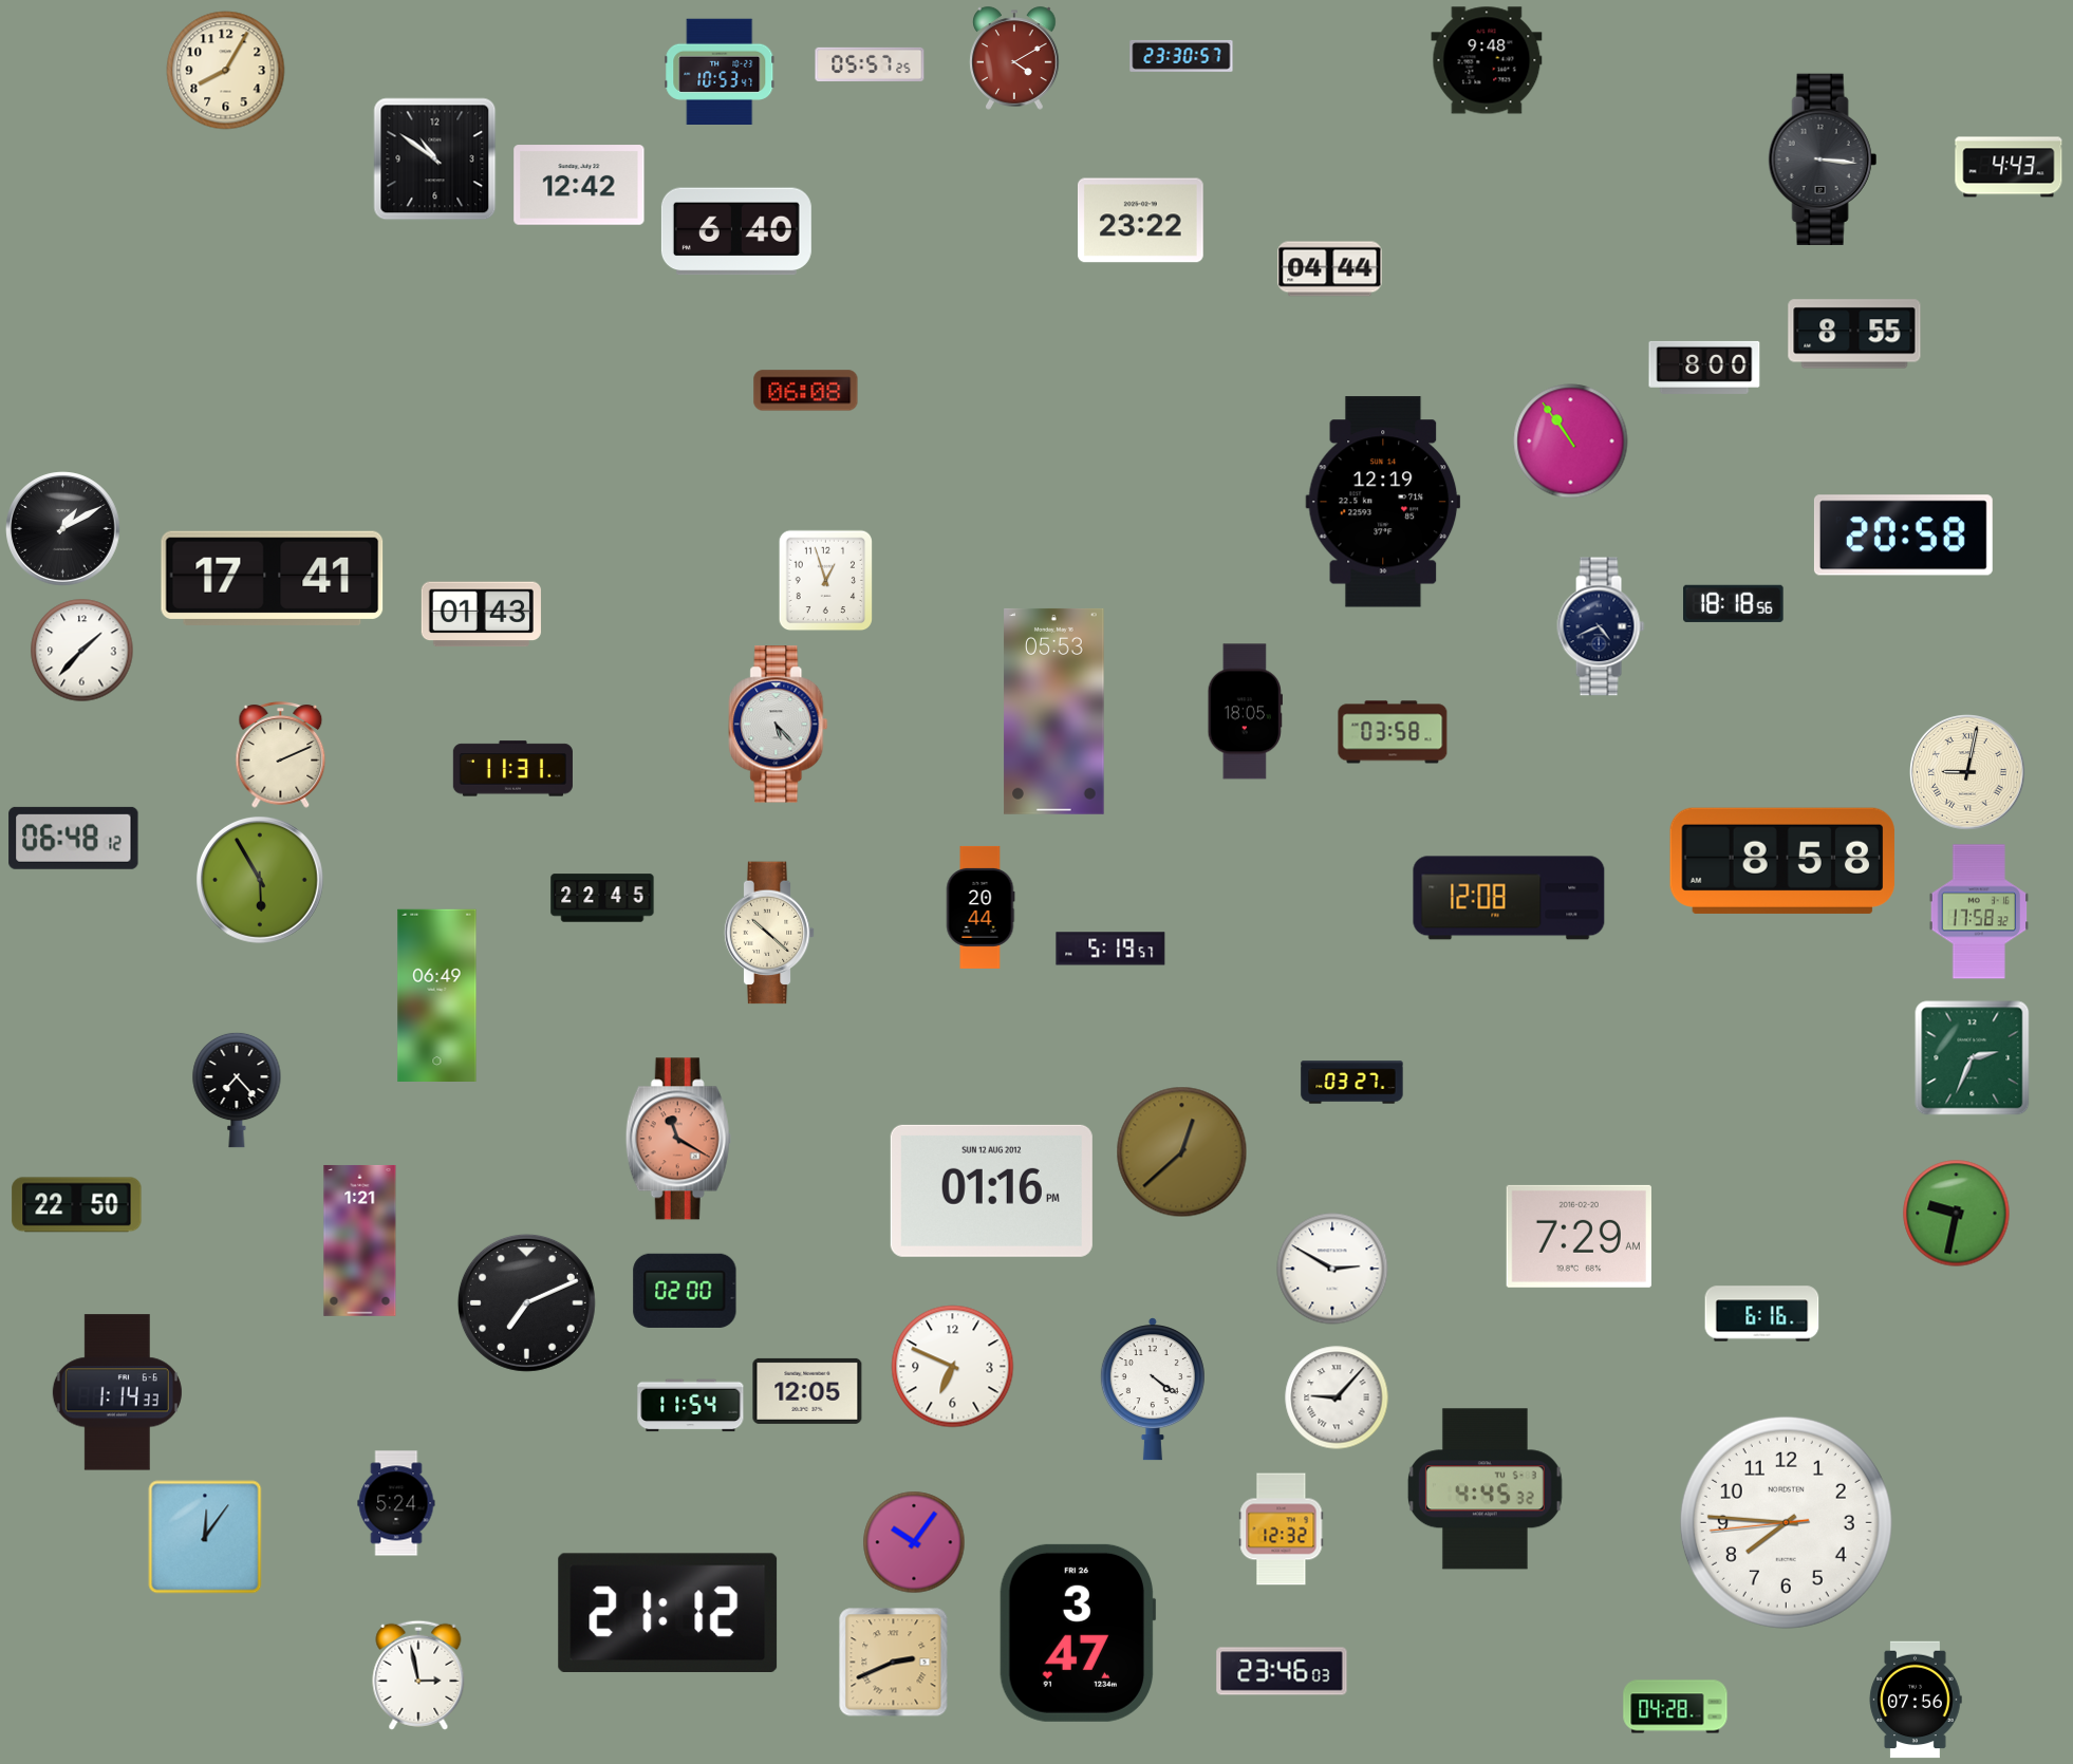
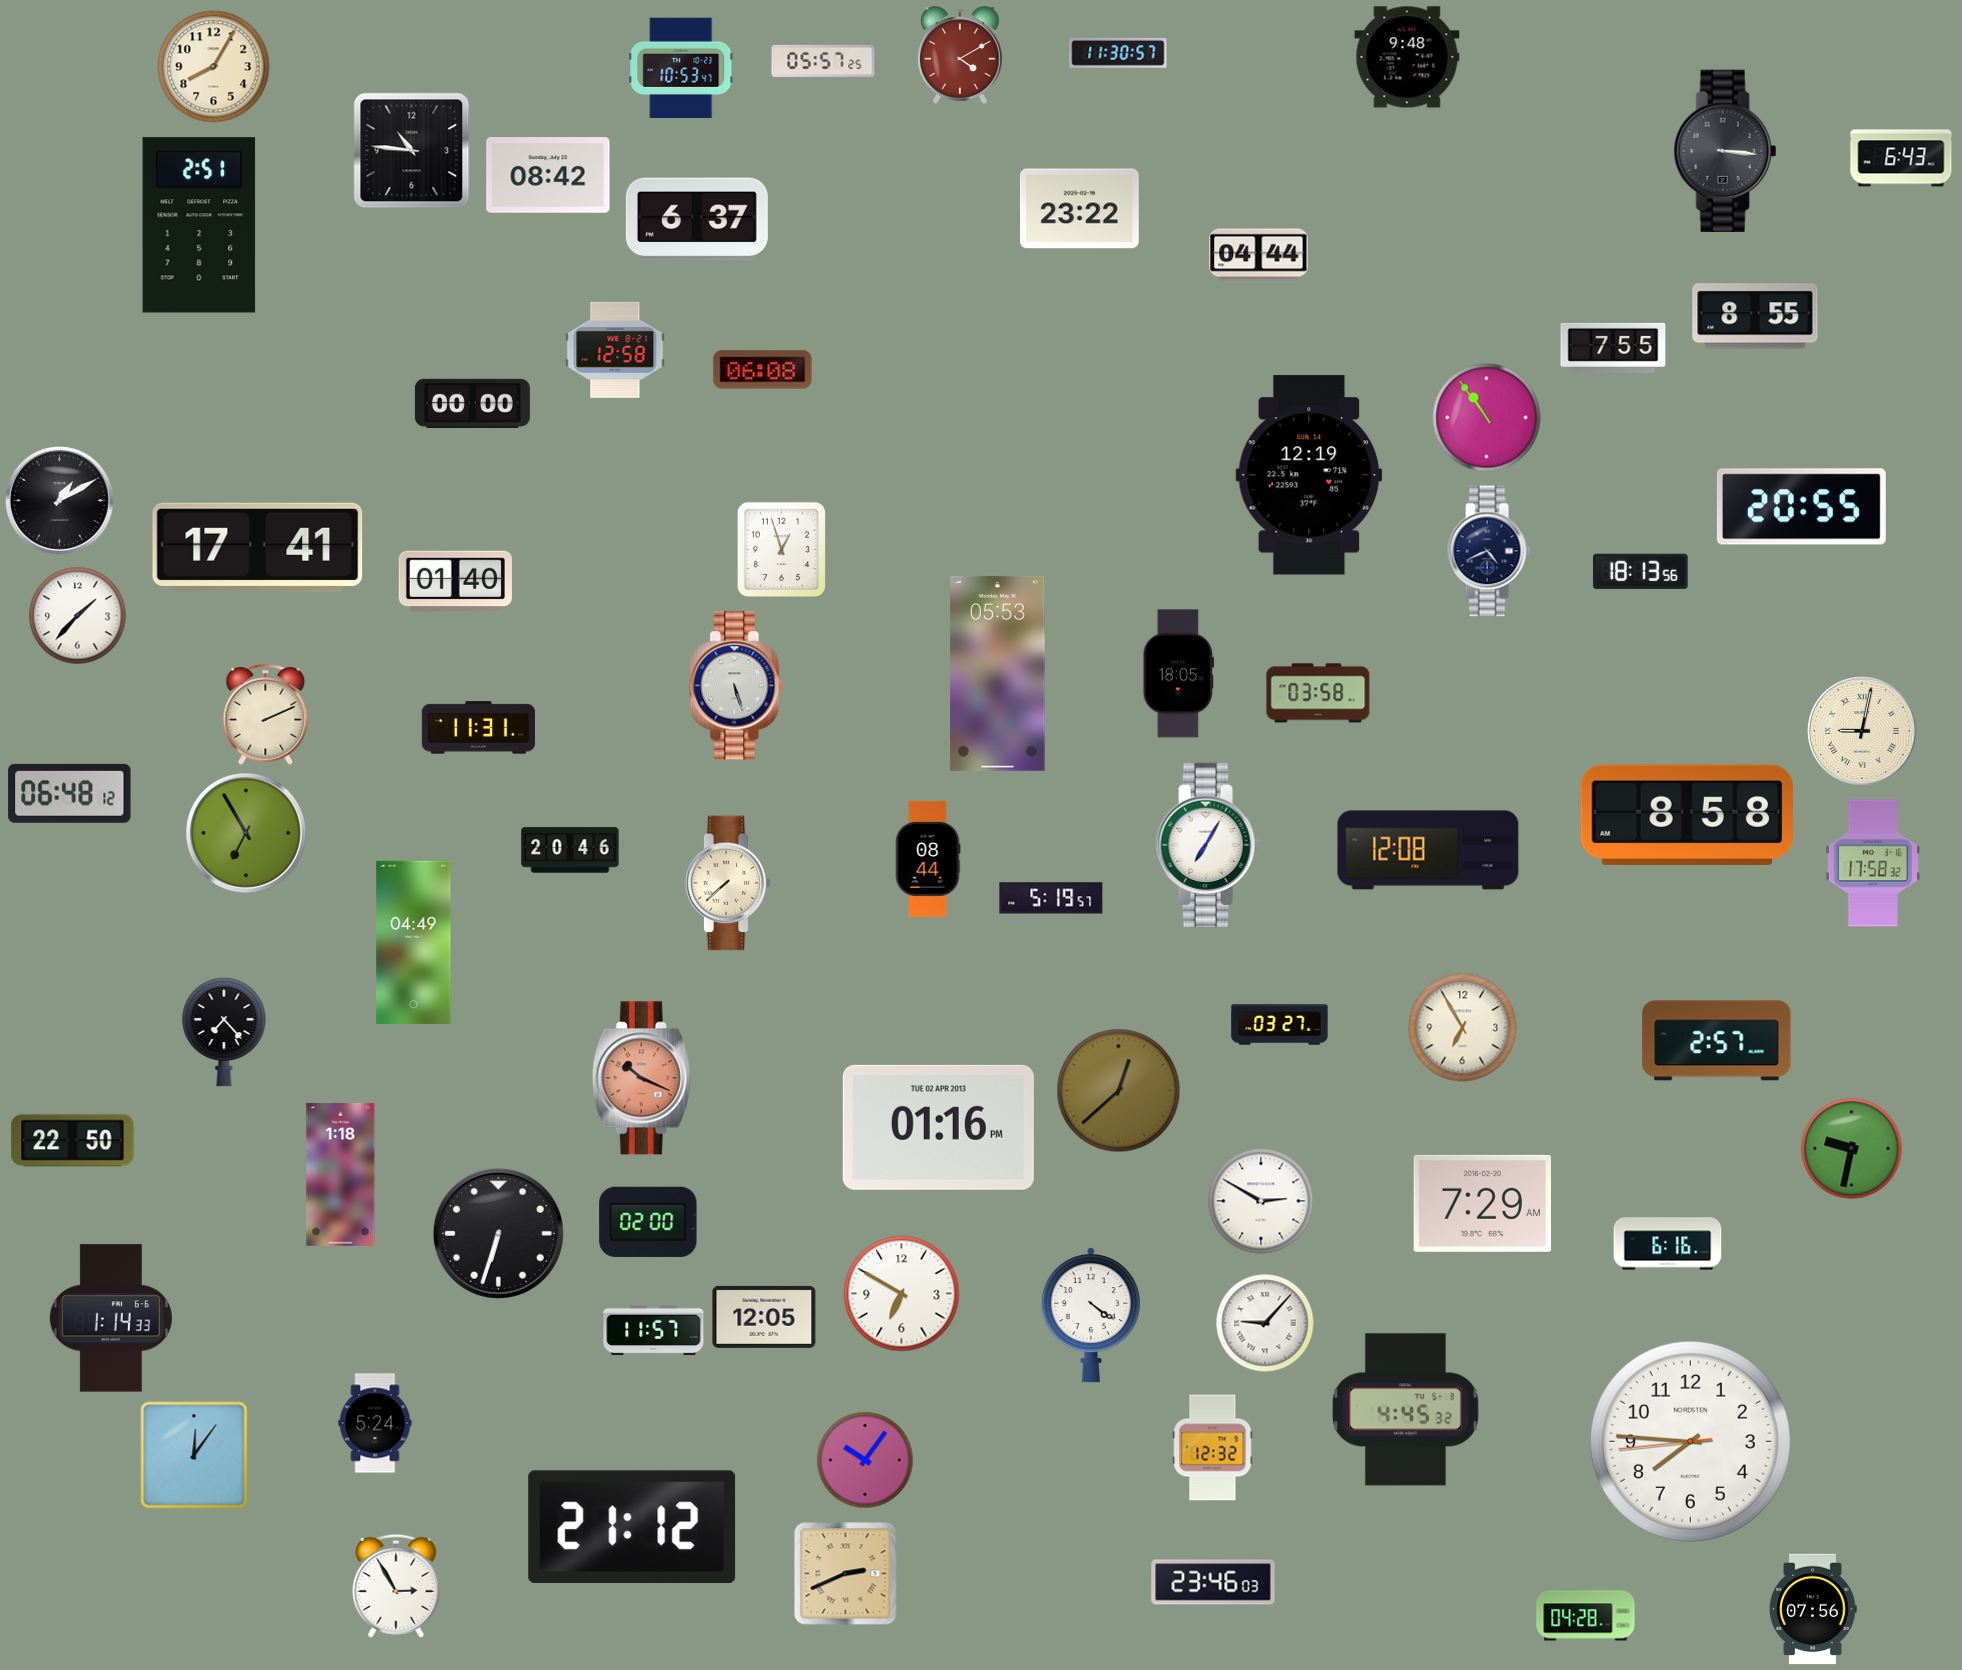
clock at (1181, 56): 23:30 -> 11:30
clock at (435, 159): 10:51 -> 10:46
clock at (2009, 167): 4:43 -> 6:43
clock at (579, 185): 12:42 -> 08:42
clock at (736, 231): 6:40 -> 6:37
clock at (199, 225): none -> 2:51
clock at (1704, 368): 8:00 -> 7:55
clock at (615, 350): none -> 12:58
clock at (472, 403): none -> 00:00
clock at (1903, 536): 20:58 -> 20:55
clock at (1734, 603): 18:18 -> 18:13
clock at (481, 615): 01:43 -> 01:40
clock at (1601, 626) position: (1601, 626) -> (1489, 551)
clock at (779, 725): 5:23 -> 5:27
clock at (512, 769) position: (512, 769) -> (478, 728)
clock at (260, 880): 5:55 -> 6:55
clock at (1208, 845): none -> 7:05
clock at (602, 898): 22:45 -> 20:46
clock at (981, 907): 20:44 -> 08:44
clock at (769, 933): 10:22 -> 7:38
clock at (437, 995): 06:49 -> 04:49
clock at (1973, 1058): 2:34 -> none
clock at (1463, 1028): none -> 6:55
clock at (1717, 1041): none -> 2:57
clock at (678, 1139): 11:20 -> 10:19
clock at (991, 1190) date: SUN 12 AUG 2012 -> TUE 02 APR 2013
clock at (1579, 1236) position: (1579, 1236) -> (1482, 1203)
clock at (360, 1240): 1:21 -> 1:18
clock at (526, 1302): 7:11 -> 6:33
clock at (953, 1367): 6:49 -> 6:50
clock at (691, 1406): 11:54 -> 11:57
clock at (1078, 1633): 3:47 -> none
clock at (418, 1675): 2:58 -> 2:55
